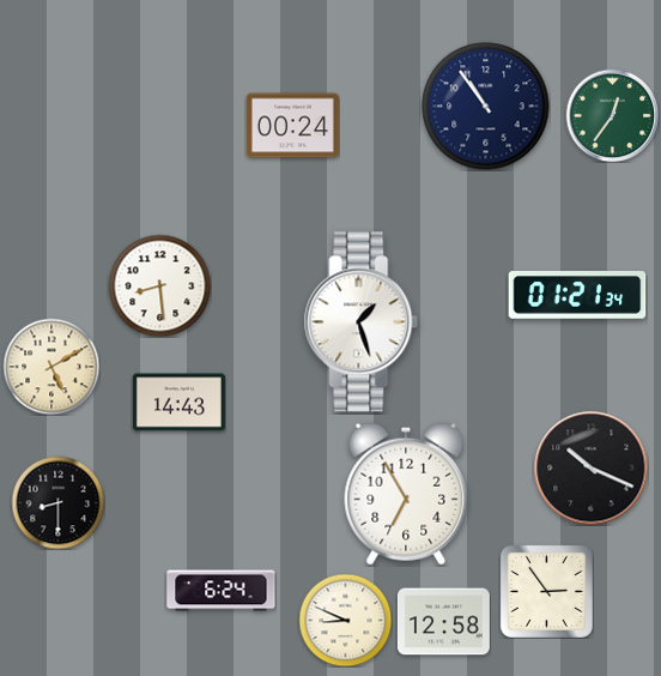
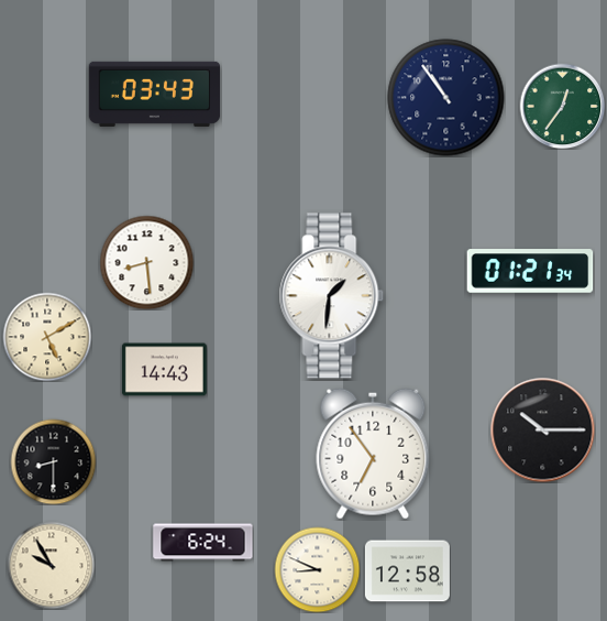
clock at (155, 94): none -> 03:43
clock at (292, 126): 00:24 -> none
clock at (362, 322): 1:27 -> 1:31
clock at (590, 467): 10:19 -> 10:15
clock at (406, 494): 6:55 -> 6:54
clock at (546, 591): 2:54 -> none
clock at (51, 565): none -> 9:55
